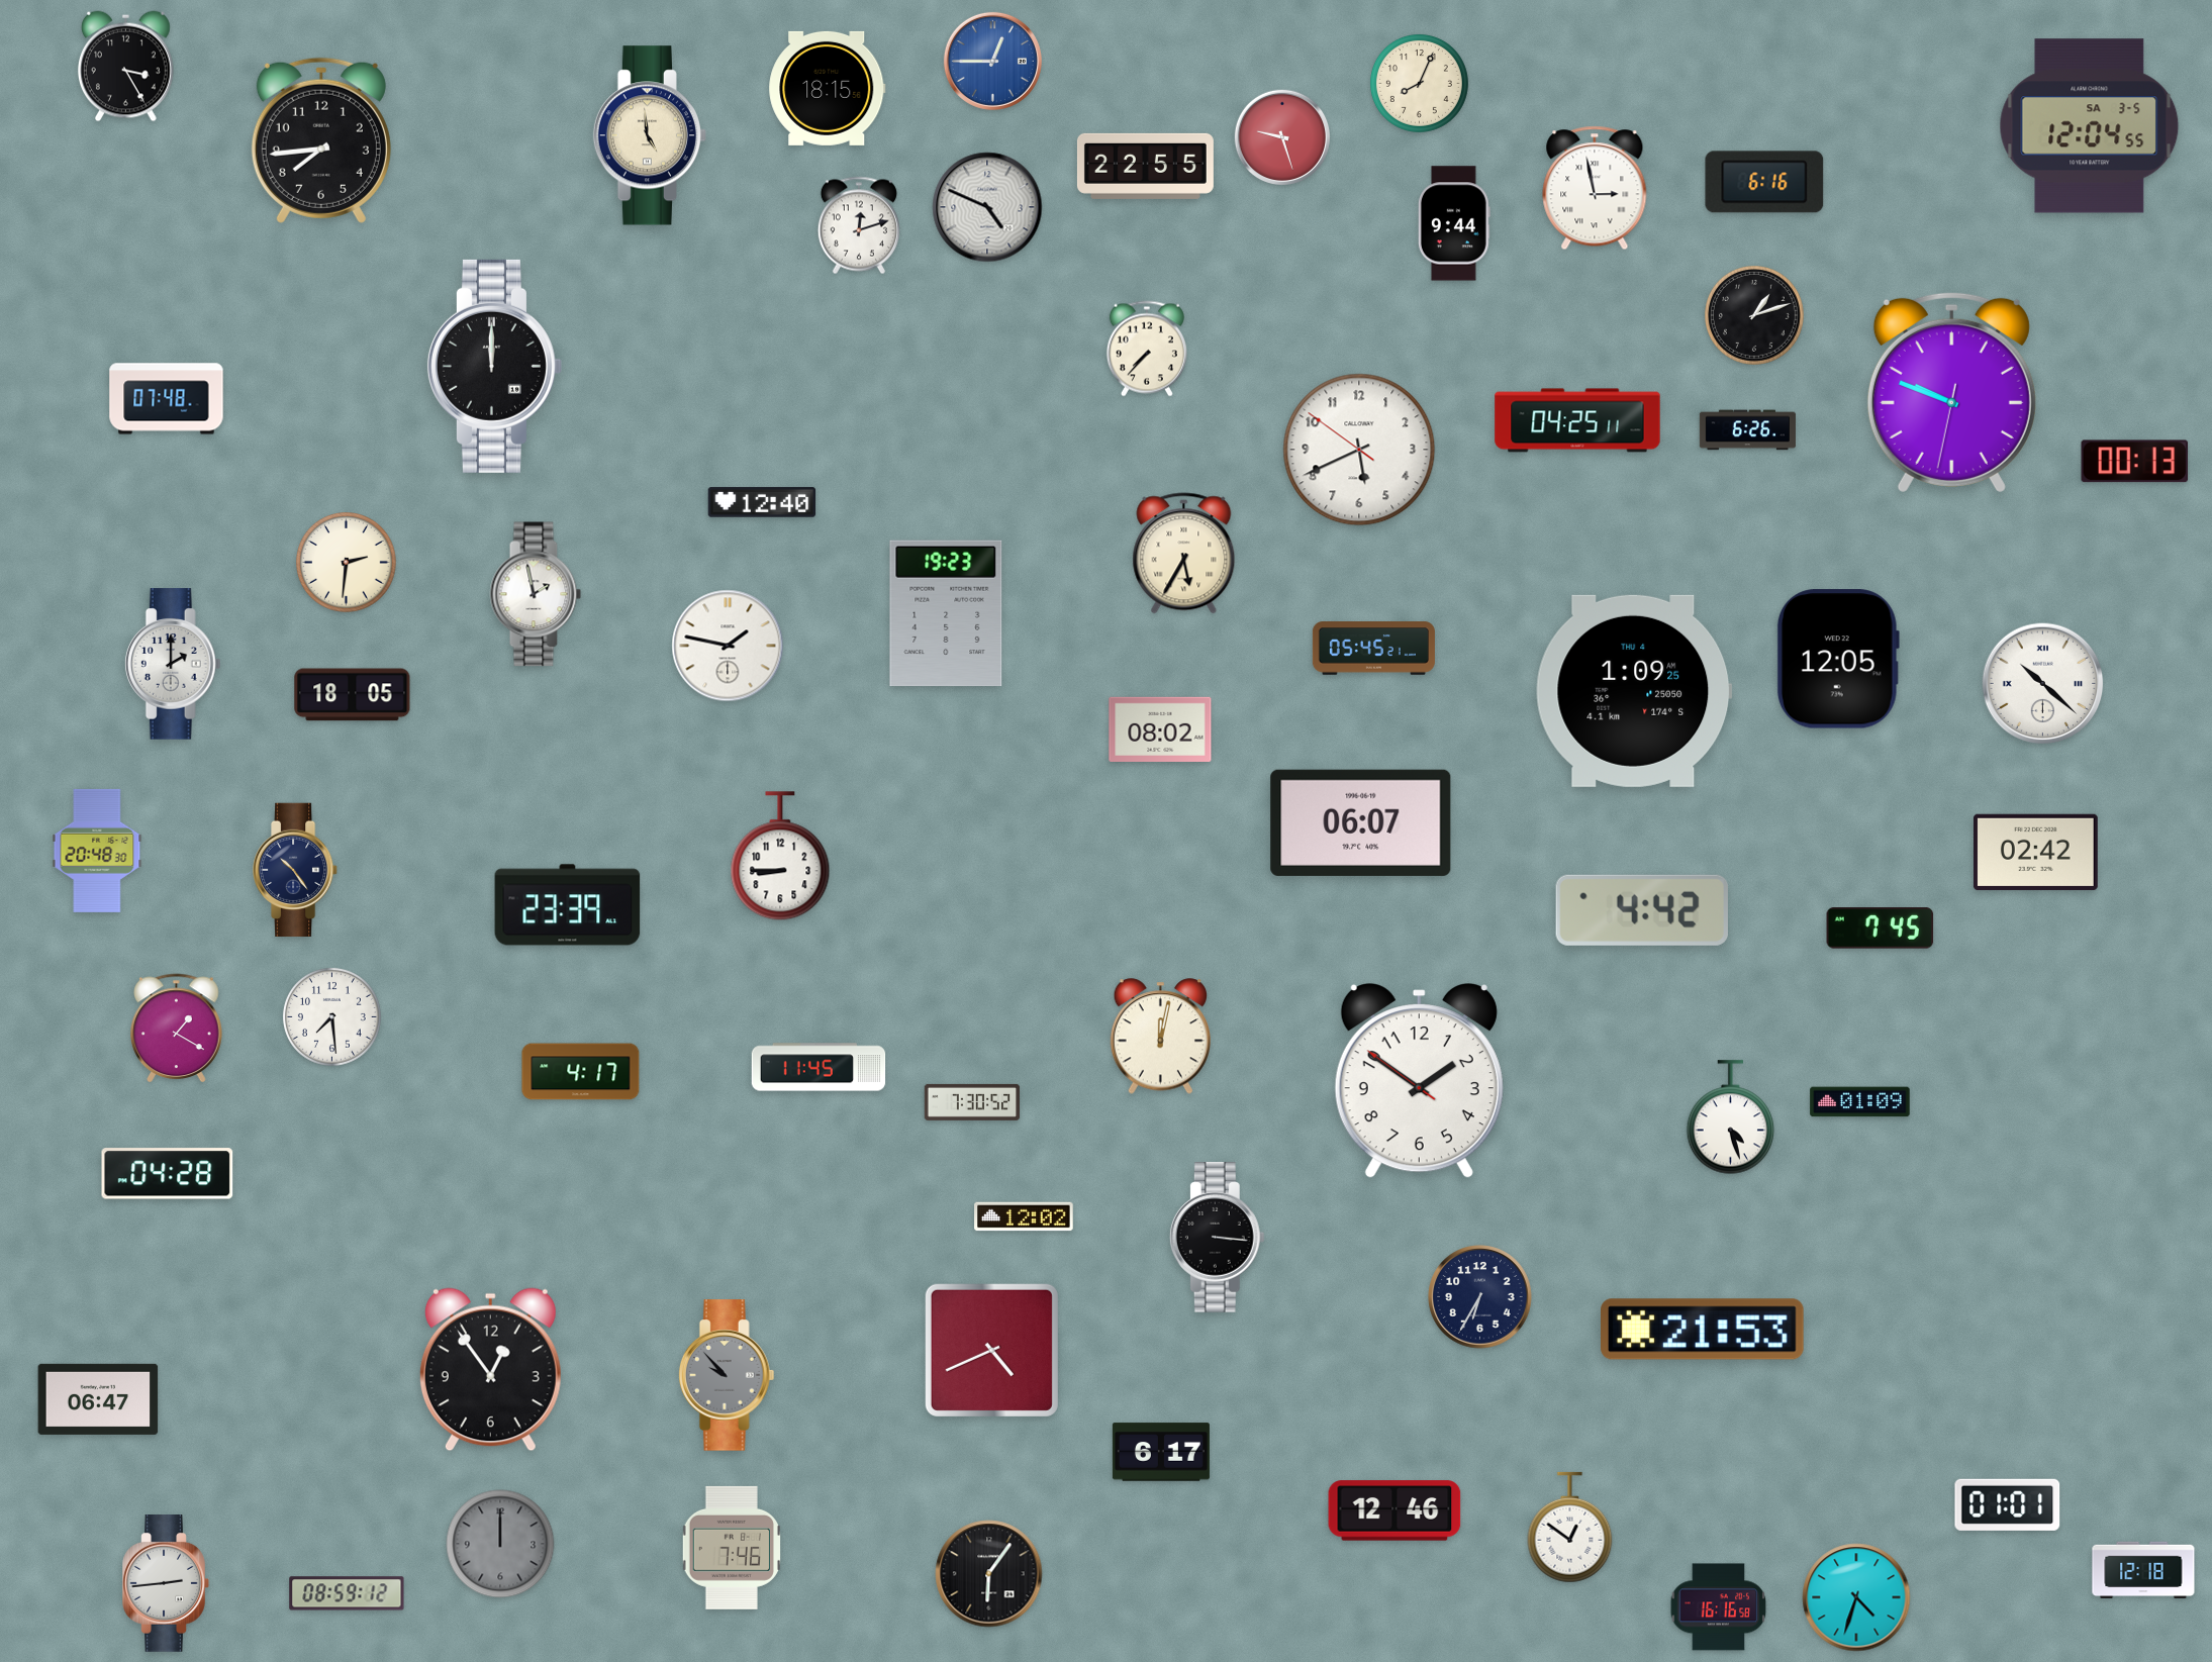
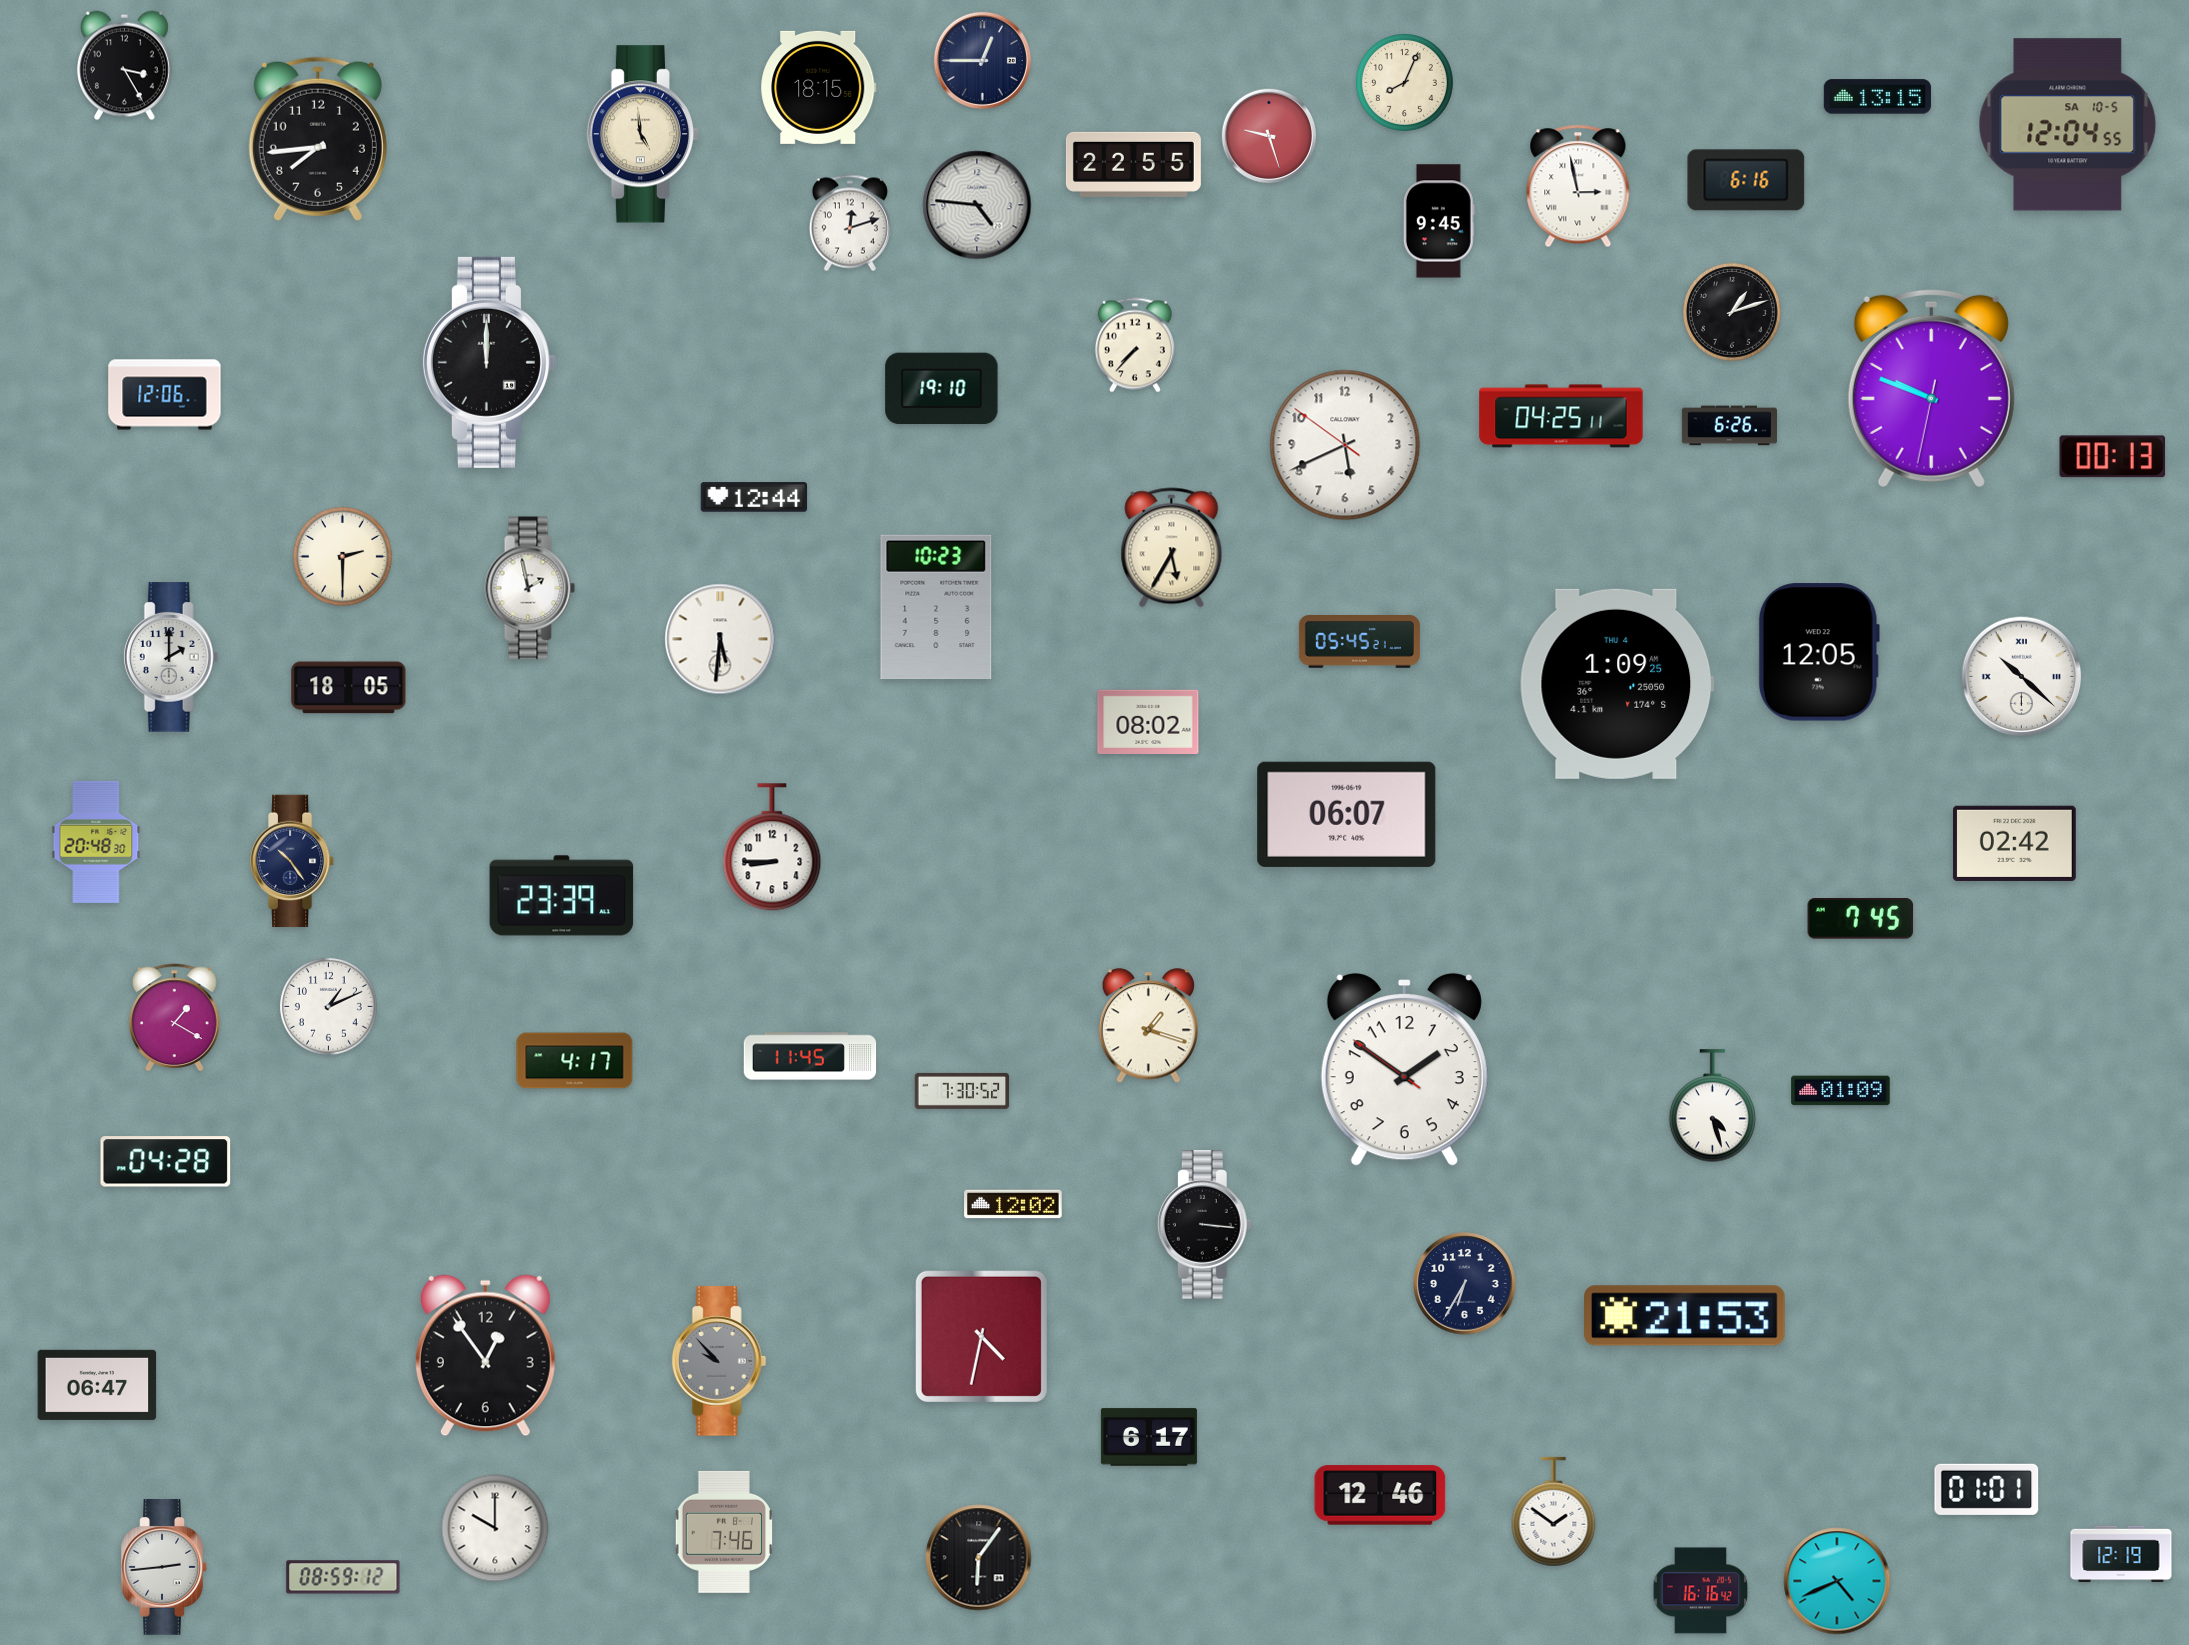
clock at (992, 61) dial: blue -> navy
clock at (1877, 97): none -> 13:15
clock at (2090, 126) date: SA 3-5 -> SA 10-5
clock at (987, 207): 4:49 -> 4:46
clock at (1454, 223): 9:44 -> 9:45
clock at (1755, 316) position: (1755, 316) -> (1733, 313)
clock at (942, 389): none -> 19:10
clock at (167, 399): 07:48 -> 12:06
clock at (762, 502): 12:40 -> 12:44
clock at (347, 563): 2:31 -> 2:30
clock at (946, 613): 19:23 -> 10:23
clock at (728, 646): 1:47 -> 5:31
clock at (1642, 910): 4:42 -> none
clock at (331, 1016): 7:29 -> 1:11
clock at (1160, 1037): 12:02 -> 1:18
clock at (991, 1350): 4:41 -> 4:32
clock at (1570, 1528): 12:51 -> 1:51
clock at (500, 1544): 12:00 -> 10:00
clock at (500, 1544) dial: grey -> white
clock at (2143, 1570): 12:18 -> 12:19
clock at (1856, 1597): 4:33 -> 4:41
clock at (1719, 1607): 16:16:58 -> 16:16:42
